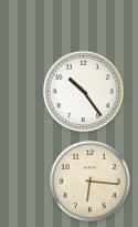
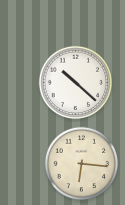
clock at (84, 92): 10:24 -> 10:22
